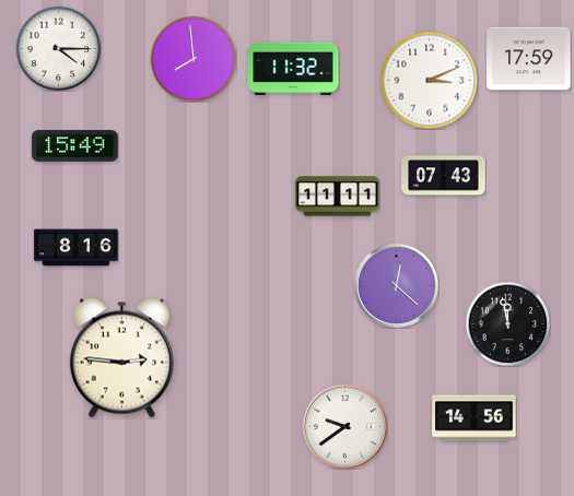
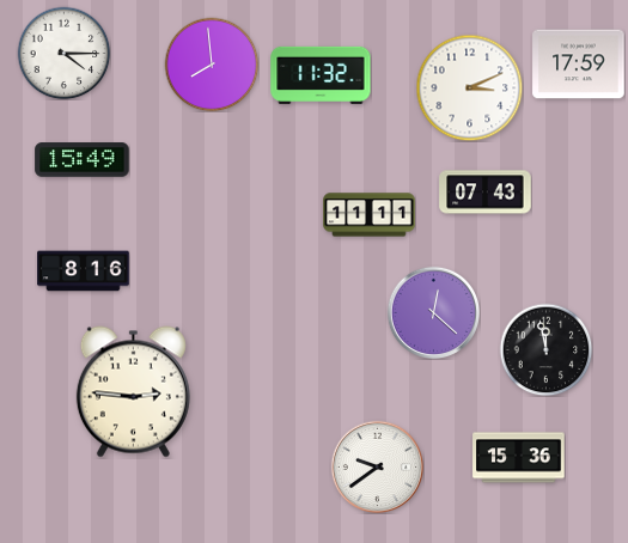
clock at (507, 323) position: (507, 323) -> (545, 349)
clock at (475, 418): 14:56 -> 15:36
